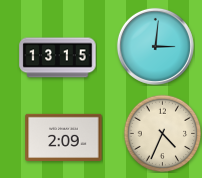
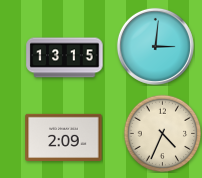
clock at (58, 58) position: (58, 58) -> (65, 58)
